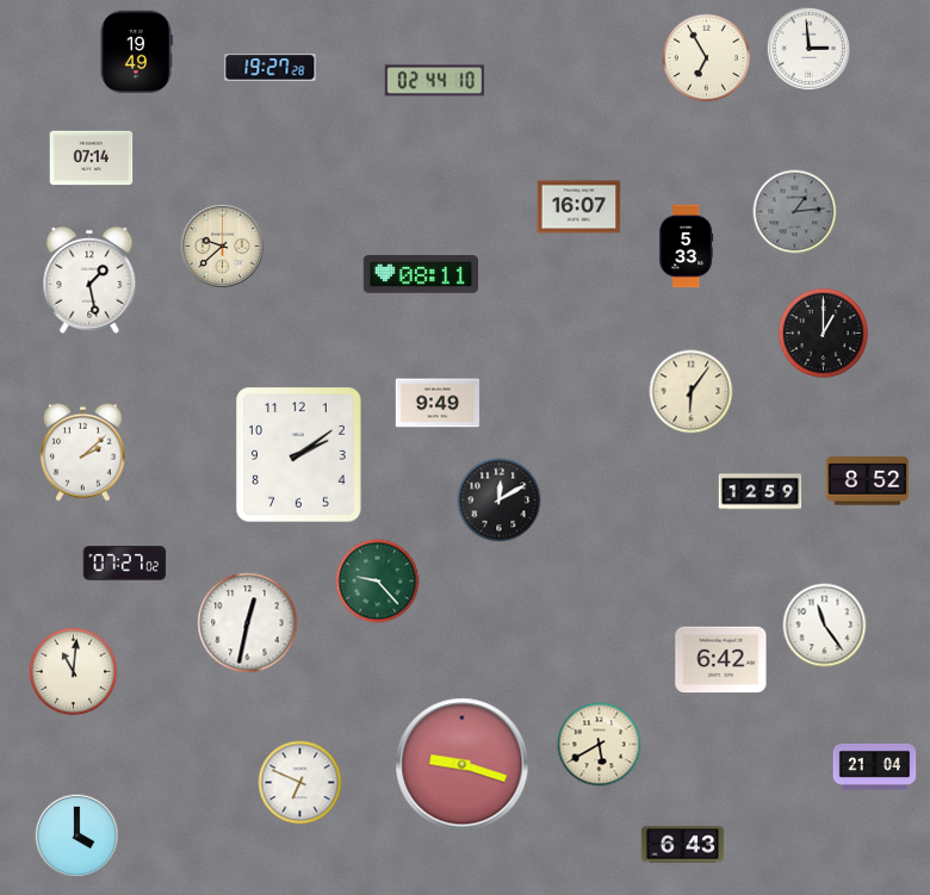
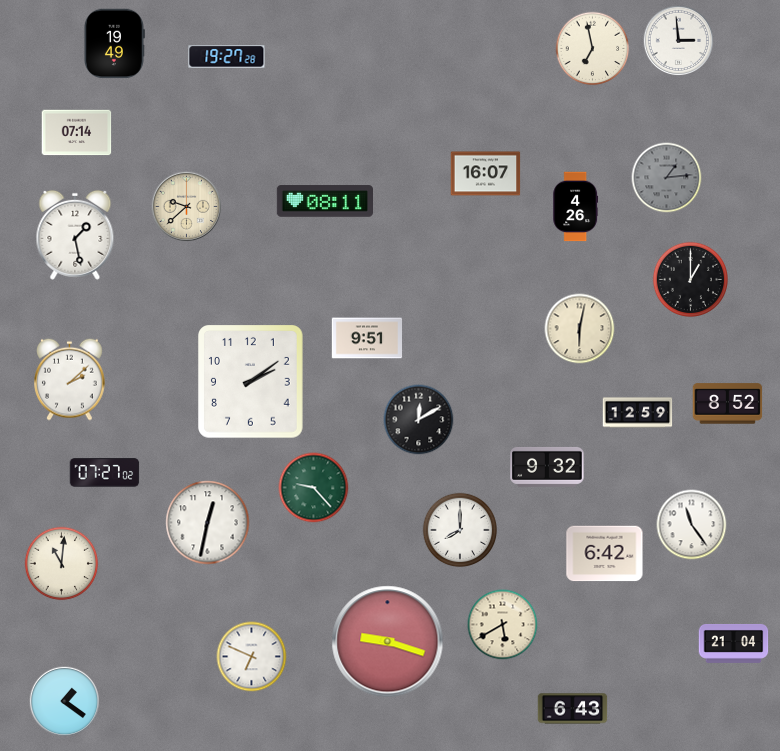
clock at (707, 58): 6:55 -> 6:58
clock at (434, 81): 02:44 -> none
clock at (687, 247): 5:33 -> 4:26
clock at (420, 274) position: (420, 274) -> (324, 201)
clock at (692, 392): 6:06 -> 6:02
clock at (438, 403): 9:49 -> 9:51
clock at (547, 467): none -> 9:32
clock at (378, 582) position: (378, 582) -> (314, 488)
clock at (460, 530): none -> 8:00
clock at (77, 837): 4:00 -> 1:21
